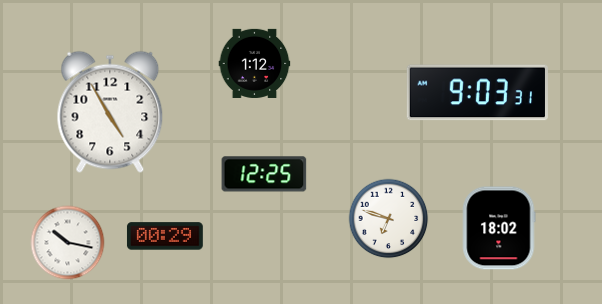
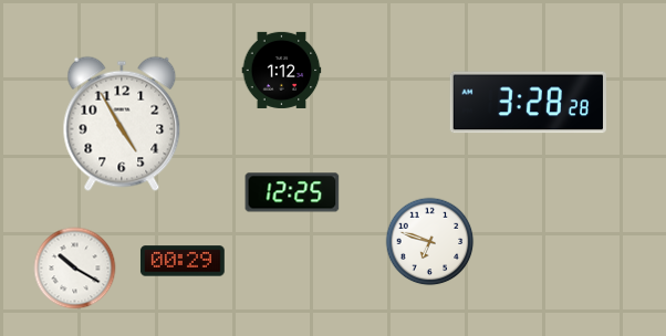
clock at (477, 93): 9:03 -> 3:28
clock at (499, 228): 18:02 -> none
clock at (68, 243): 10:17 -> 10:20
